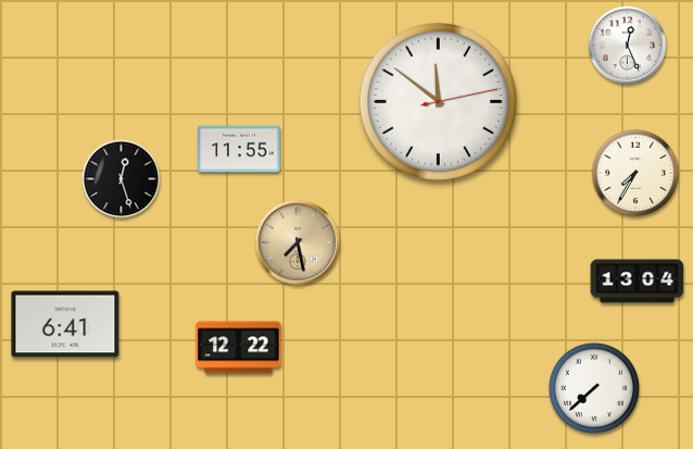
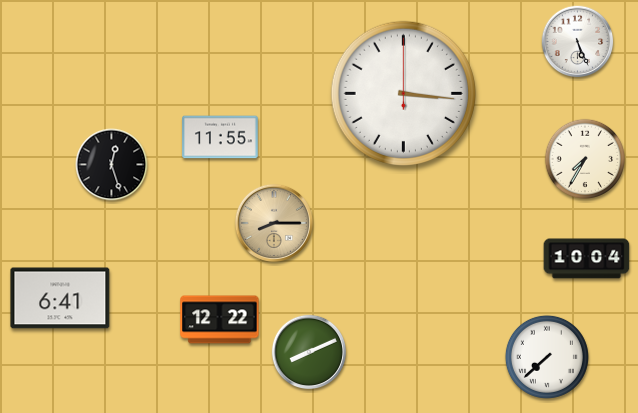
clock at (628, 46): 12:26 -> 5:26
clock at (438, 101): 11:51 -> 3:16
clock at (298, 242): 7:28 -> 8:15
clock at (638, 282): 13:04 -> 10:04
clock at (309, 352): none -> 8:11
